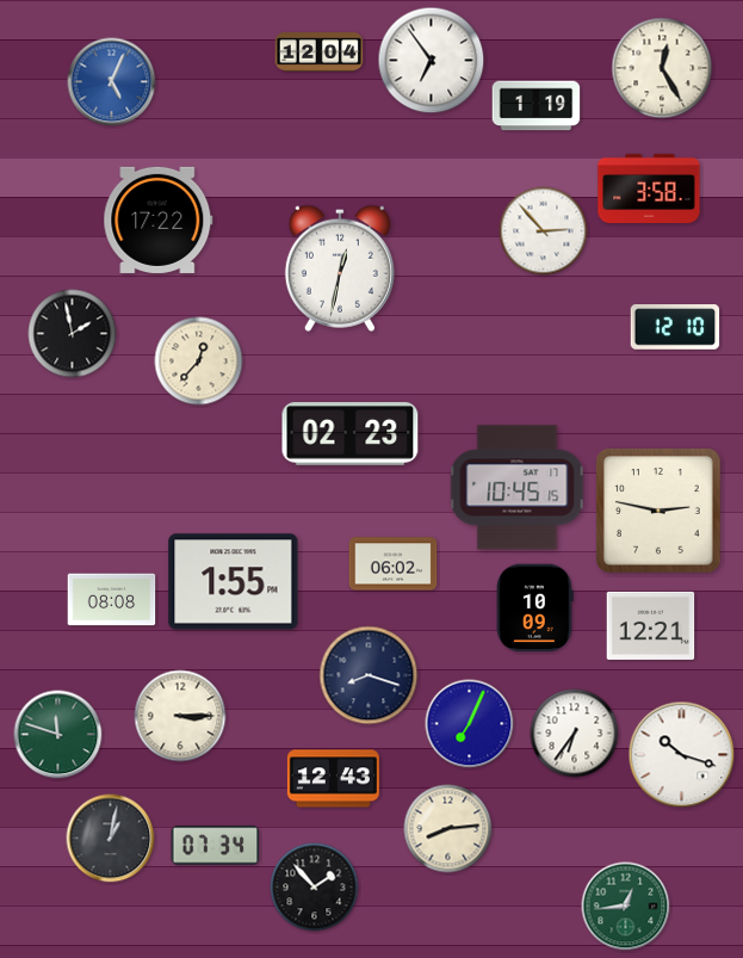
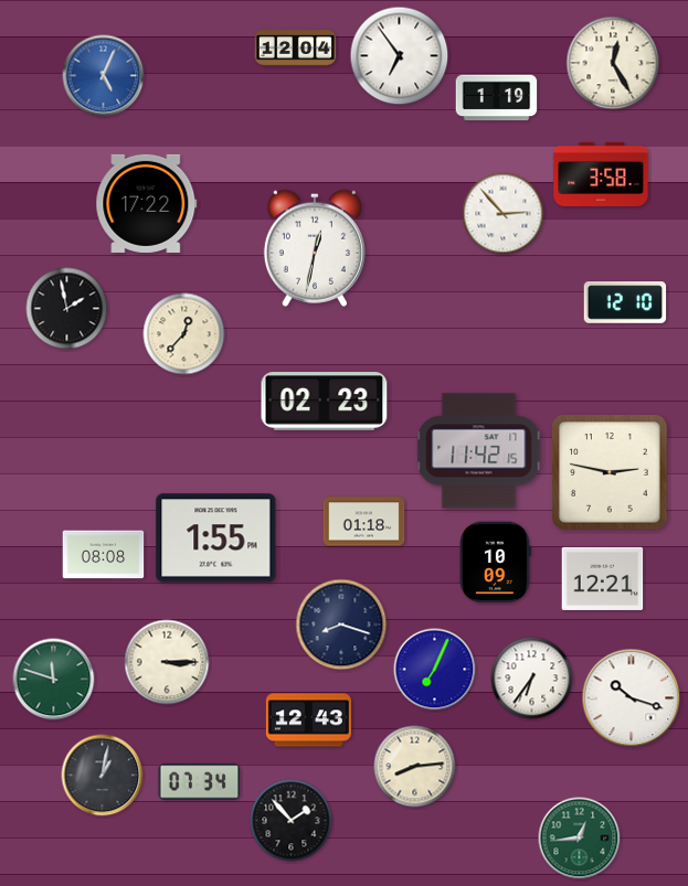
clock at (518, 488): 10:45 -> 11:42
clock at (394, 564): 06:02 -> 01:18
